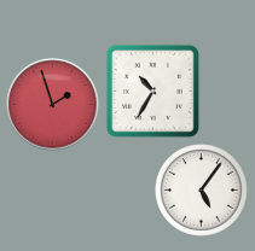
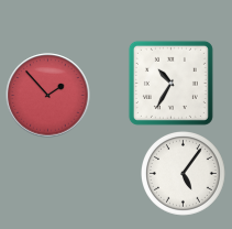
clock at (152, 91) position: (152, 91) -> (170, 83)
clock at (53, 105): 1:57 -> 1:53
